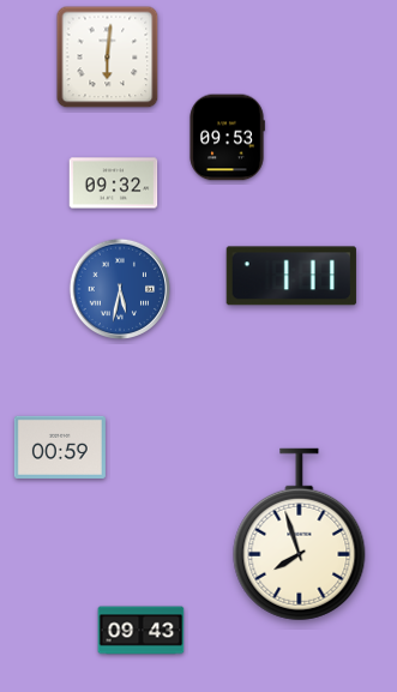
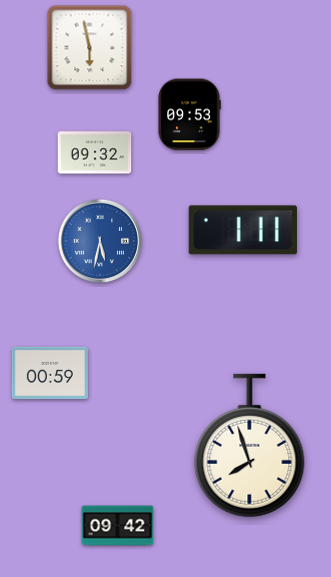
clock at (108, 58): 6:01 -> 5:58
clock at (142, 631): 09:43 -> 09:42
